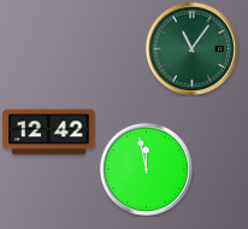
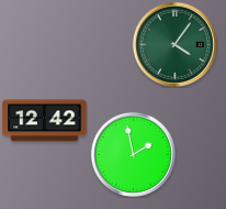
clock at (191, 48): 11:06 -> 4:06
clock at (146, 169): 11:58 -> 1:58
